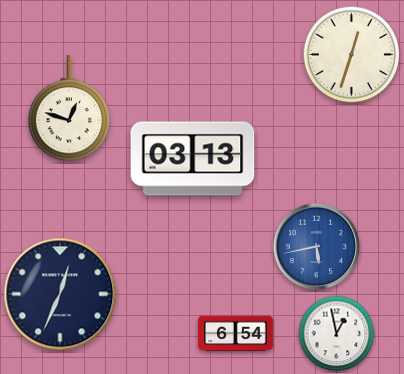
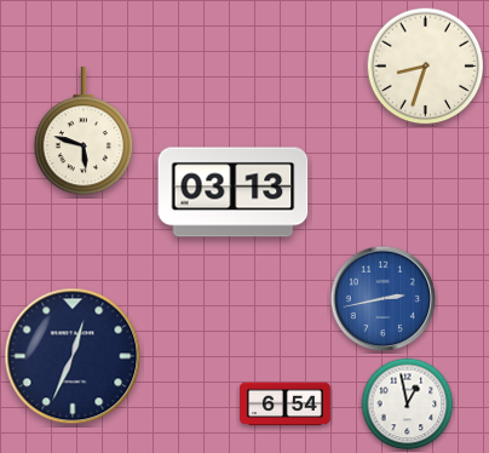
clock at (352, 55): 12:33 -> 8:33
clock at (68, 109): 12:48 -> 5:48
clock at (317, 247): 5:43 -> 2:43
